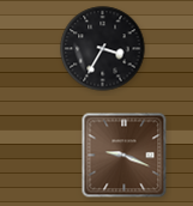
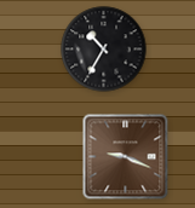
clock at (103, 49): 3:35 -> 10:35
